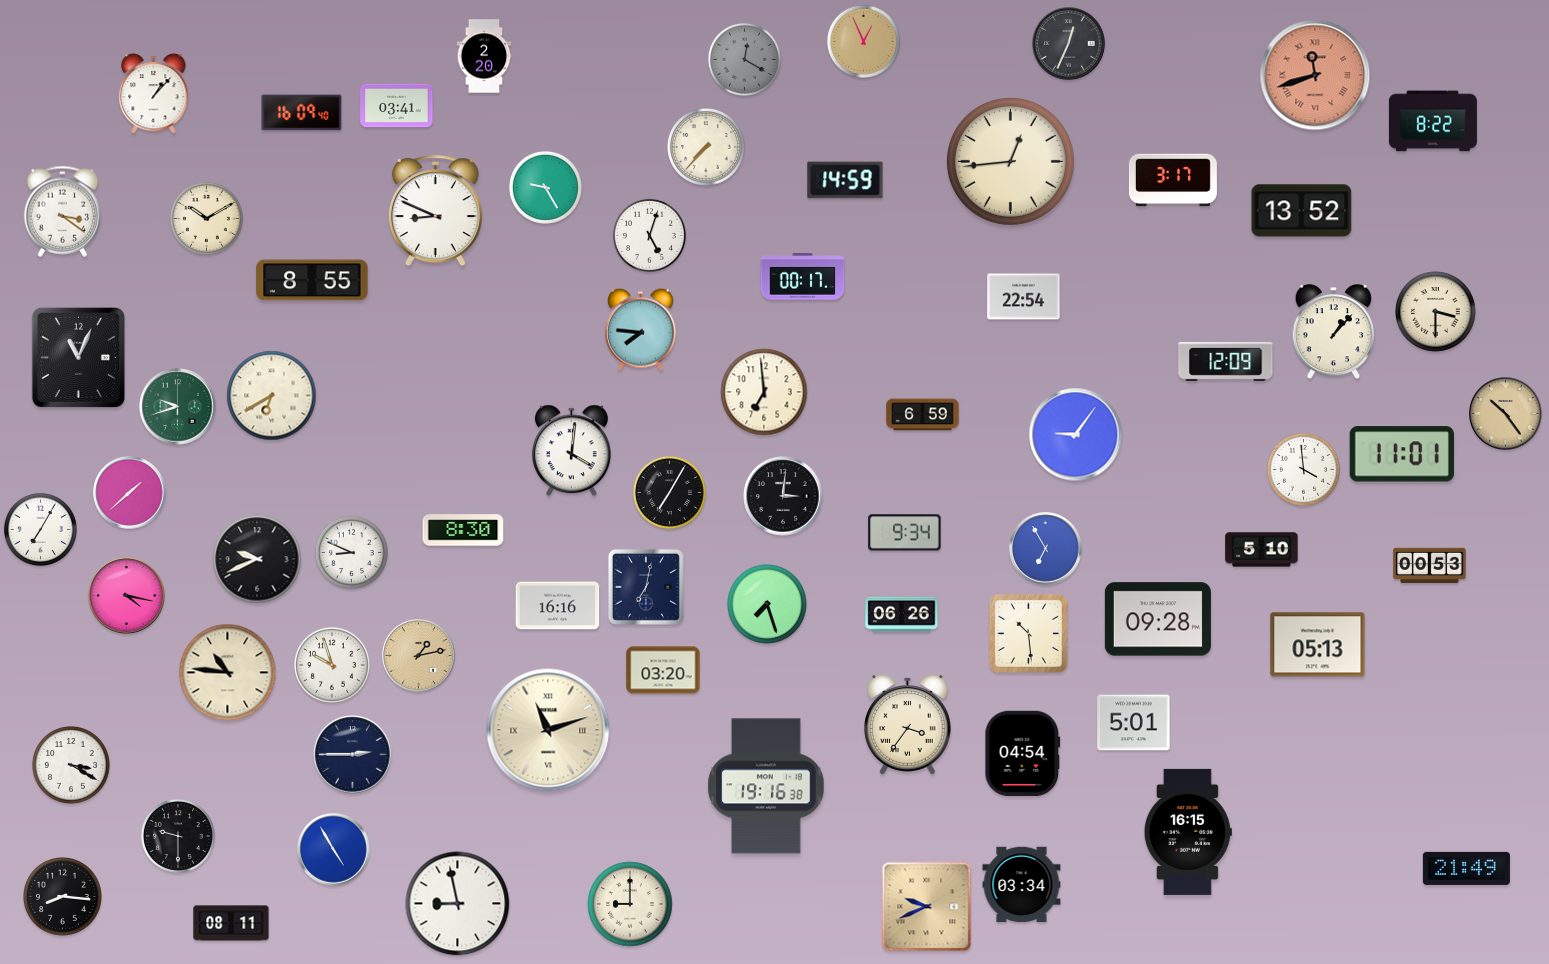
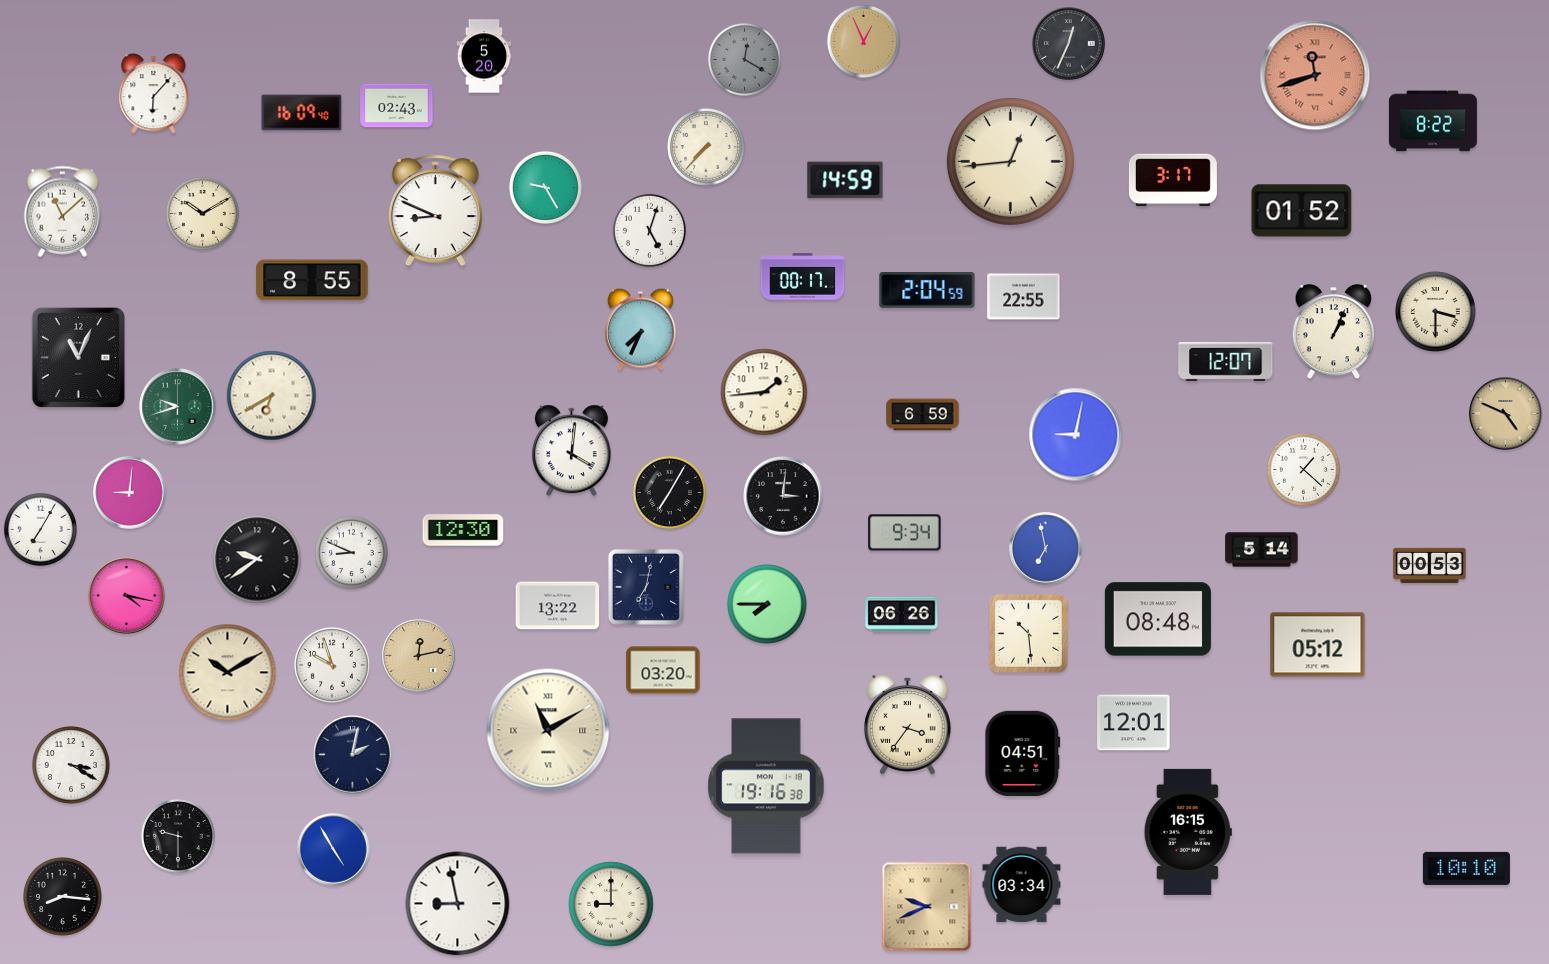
clock at (484, 56): 2:20 -> 5:20
clock at (154, 94): 1:07 -> 6:07
clock at (397, 106): 03:41 -> 02:43
clock at (63, 211): 3:21 -> 11:08
clock at (1302, 211): 13:52 -> 01:52
clock at (206, 218) position: (206, 218) -> (202, 213)
clock at (649, 235) position: (649, 235) -> (649, 230)
clock at (927, 290): none -> 2:04
clock at (1024, 297): 22:54 -> 22:55
clock at (640, 329): 7:46 -> 7:34
clock at (1334, 332): 1:07 -> 1:04
clock at (1226, 361): 12:09 -> 12:07
clock at (764, 392): 6:59 -> 1:44
clock at (1506, 414): 10:24 -> 4:49
clock at (1076, 435): 9:06 -> 9:02
clock at (1402, 454): 11:01 -> none
clock at (1303, 469): 3:59 -> 1:22
clock at (130, 493): 1:38 -> 9:01
clock at (463, 530): 8:30 -> 12:30
clock at (1046, 549): 6:55 -> 6:58
clock at (1262, 550): 5:10 -> 5:14
clock at (257, 559): 9:41 -> 9:39
clock at (767, 604): 7:27 -> 7:45
clock at (558, 606): 16:16 -> 13:22
clock at (1158, 619): 09:28 -> 08:48
clock at (1318, 645): 05:13 -> 05:12
clock at (419, 656): 1:13 -> 12:13
clock at (228, 673): 10:46 -> 10:10
clock at (1134, 723): 5:01 -> 12:01
clock at (548, 730): 11:12 -> 11:10
clock at (1023, 753): 04:54 -> 04:51
clock at (353, 755): 2:45 -> 2:02
clock at (1466, 868): 21:49 -> 10:10
clock at (630, 904) position: (630, 904) -> (611, 904)
clock at (231, 923): 08:11 -> none
